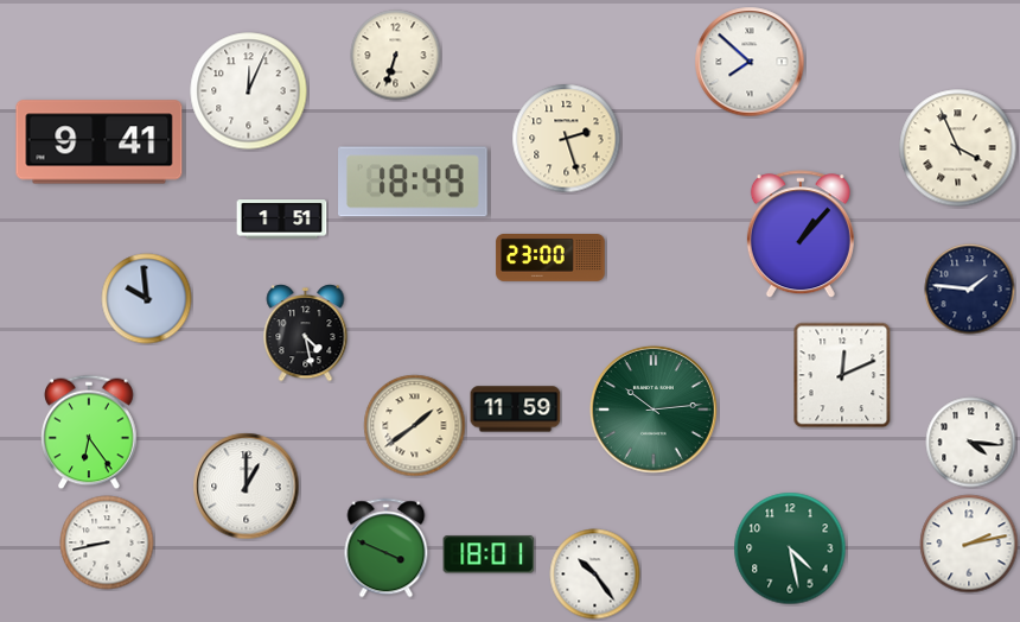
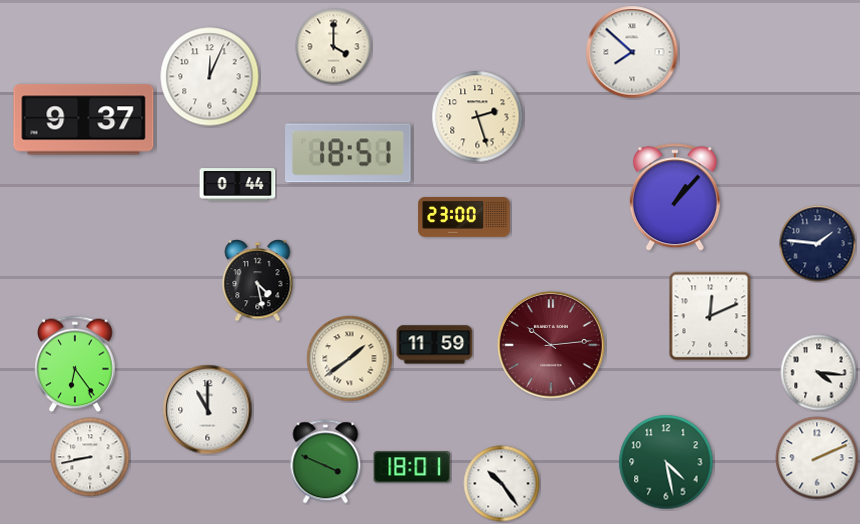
clock at (396, 56): 6:33 -> 4:00
clock at (100, 142): 9:41 -> 9:37
clock at (958, 148): 3:56 -> none
clock at (414, 182): 18:49 -> 18:51
clock at (282, 220): 1:51 -> 0:44
clock at (147, 299): 9:59 -> none
clock at (654, 410) dial: green -> burgundy
clock at (247, 487): 1:00 -> 11:00
clock at (969, 544): 2:13 -> 2:11
